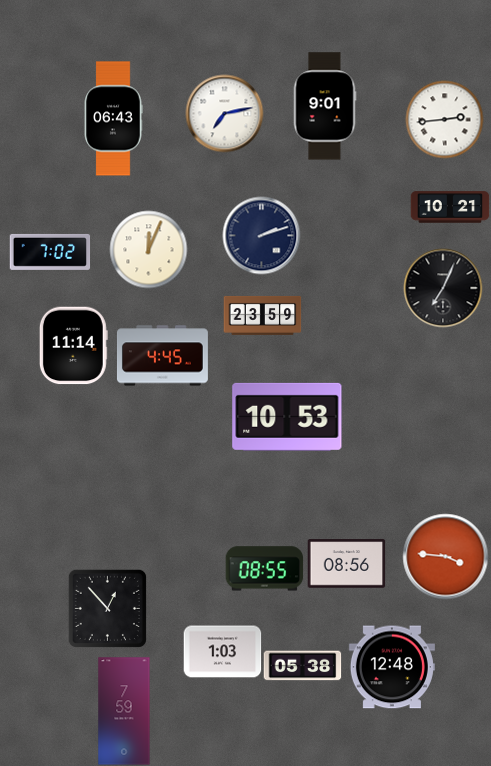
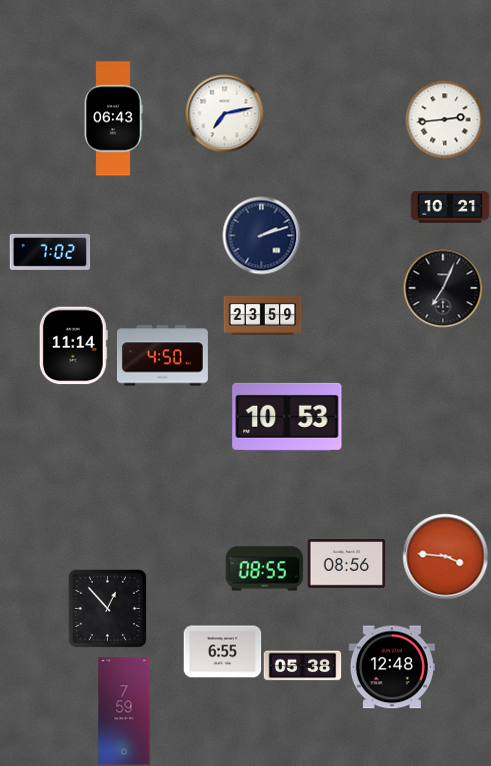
clock at (325, 106): 9:01 -> none
clock at (148, 249): 12:04 -> none
clock at (162, 356): 4:45 -> 4:50
clock at (222, 652): 1:03 -> 6:55
